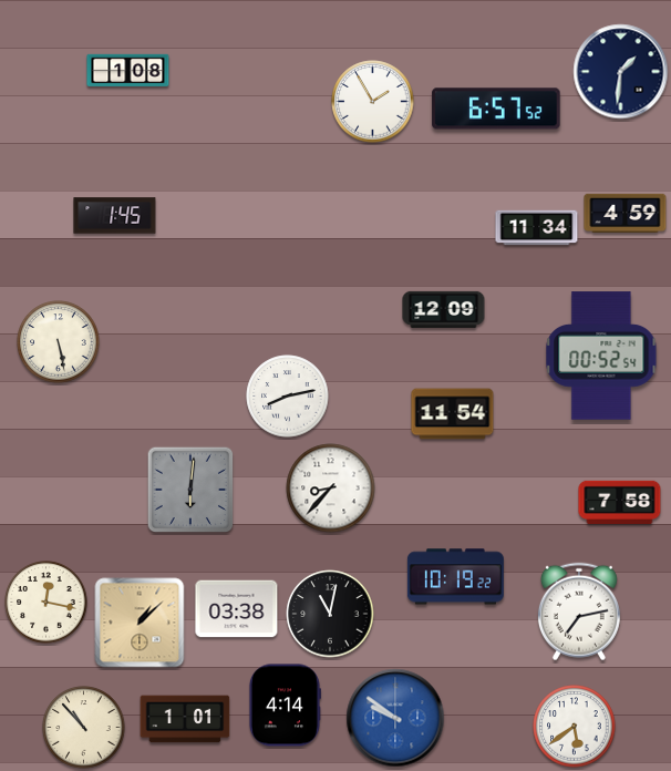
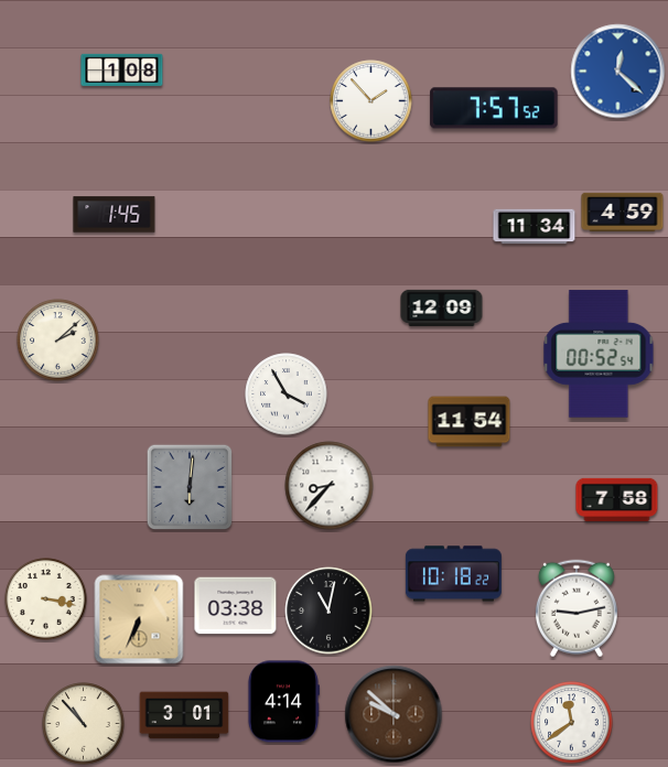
clock at (128, 70) position: (128, 70) -> (122, 69)
clock at (621, 72): 1:31 -> 12:22
clock at (621, 72) dial: navy -> blue
clock at (373, 102): 1:55 -> 1:53
clock at (496, 109): 6:57 -> 7:57
clock at (59, 342): 5:28 -> 2:08
clock at (288, 397): 8:13 -> 3:55
clock at (453, 414) position: (453, 414) -> (470, 422)
clock at (455, 577): 10:19 -> 10:18
clock at (47, 603): 12:17 -> 3:17
clock at (579, 611): 7:13 -> 9:13
clock at (140, 623): 1:08 -> 6:34
clock at (395, 718): 9:51 -> 9:52
clock at (395, 718) dial: blue -> brown
clock at (185, 719): 1:01 -> 3:01
clock at (575, 727): 5:39 -> 11:39
